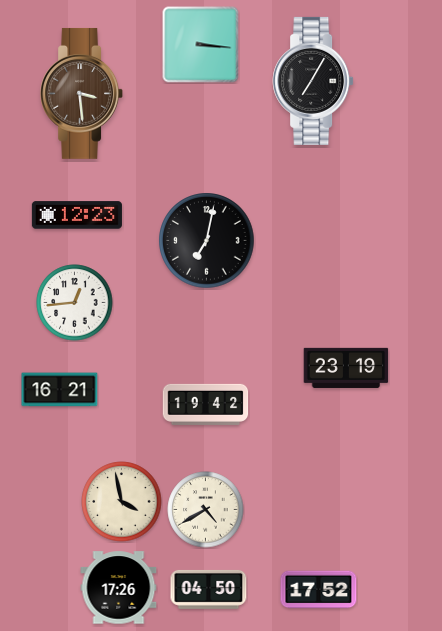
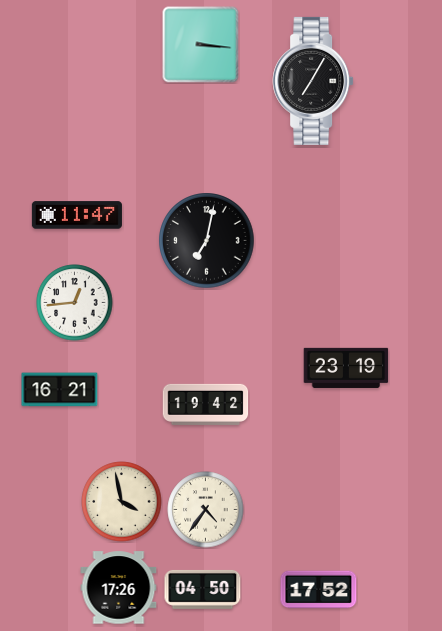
clock at (82, 93): 3:29 -> none
clock at (77, 215): 12:23 -> 11:47
clock at (206, 510): 4:40 -> 4:36
clock at (209, 589) position: (209, 589) -> (203, 589)
